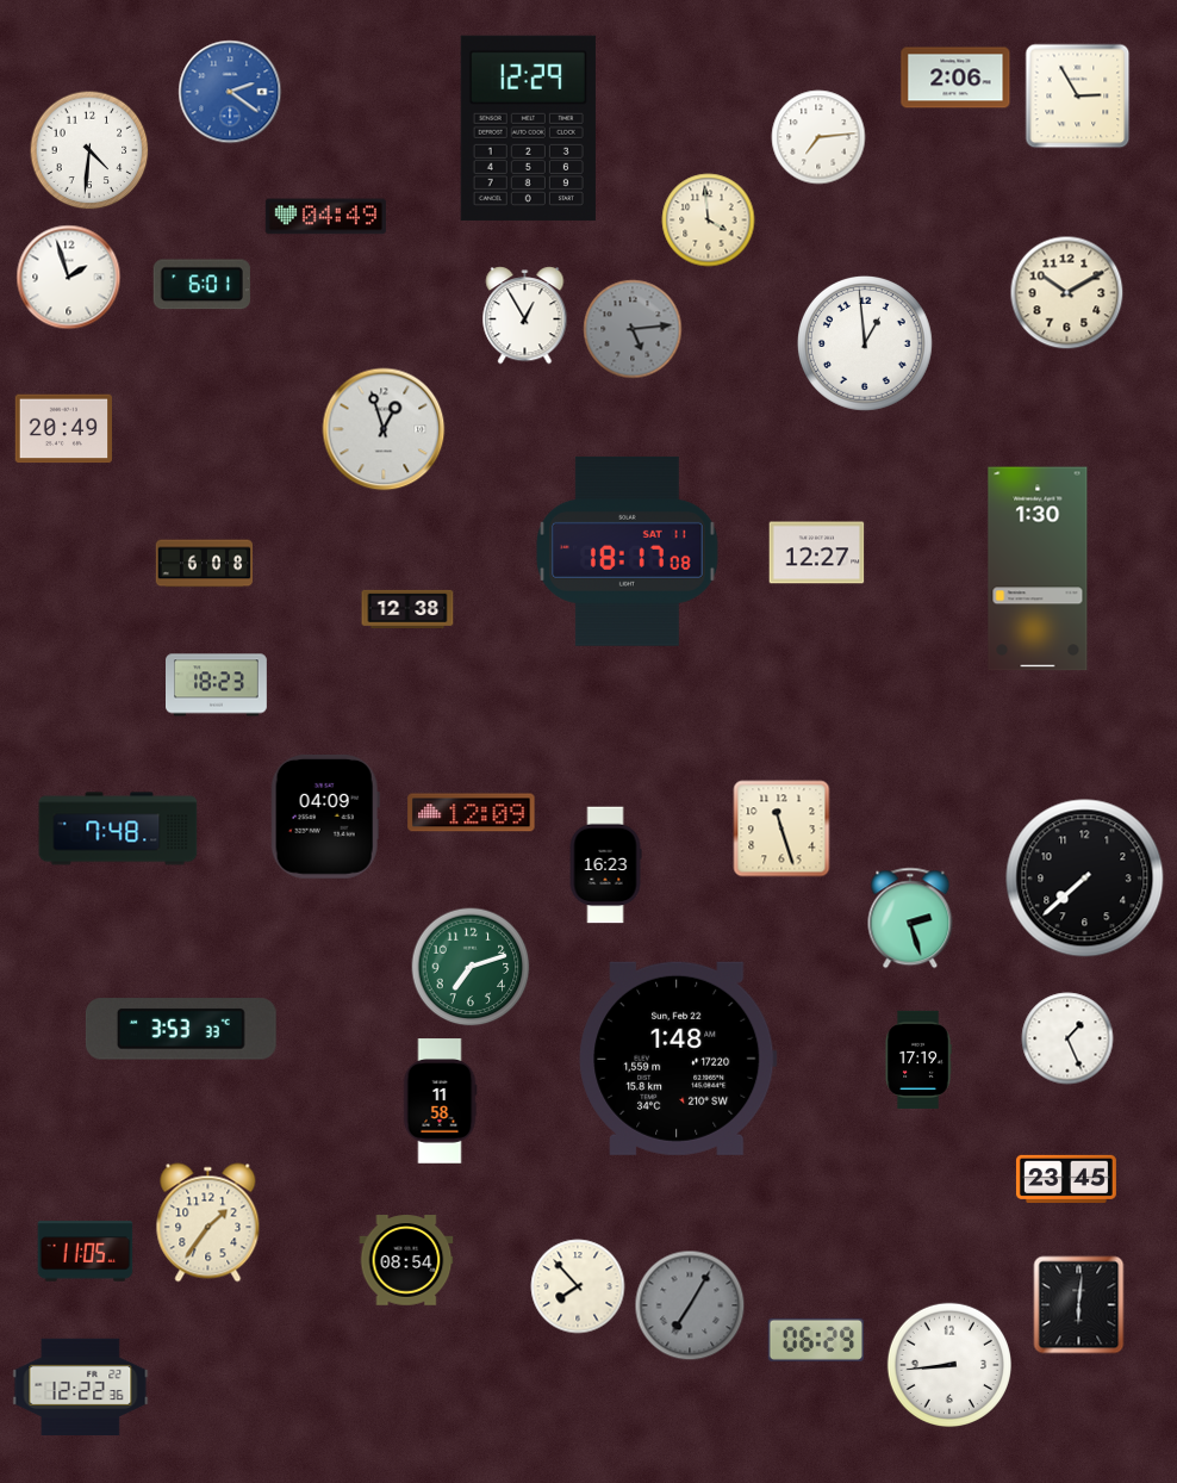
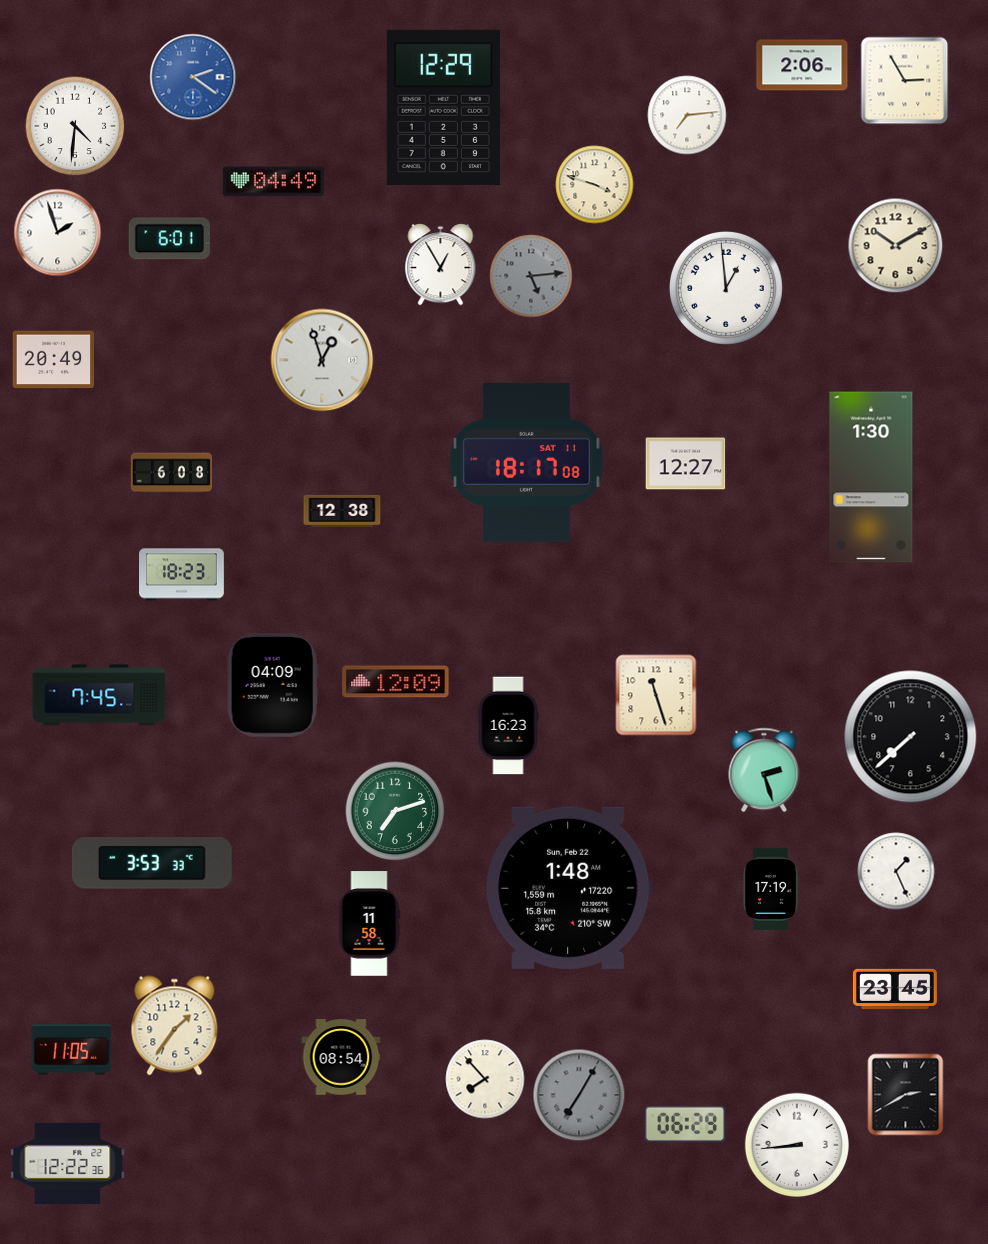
clock at (709, 221): 3:59 -> 3:48
clock at (118, 829): 7:48 -> 7:45
clock at (1079, 1305): 6:01 -> 2:40
